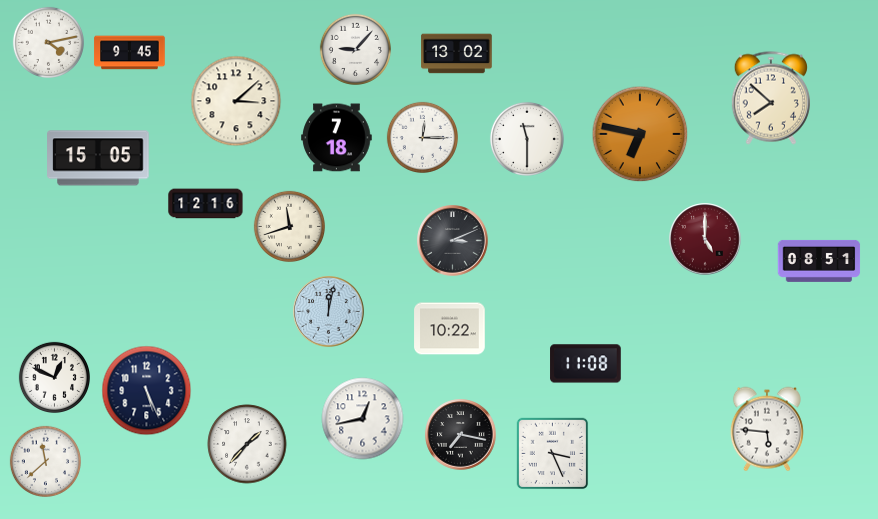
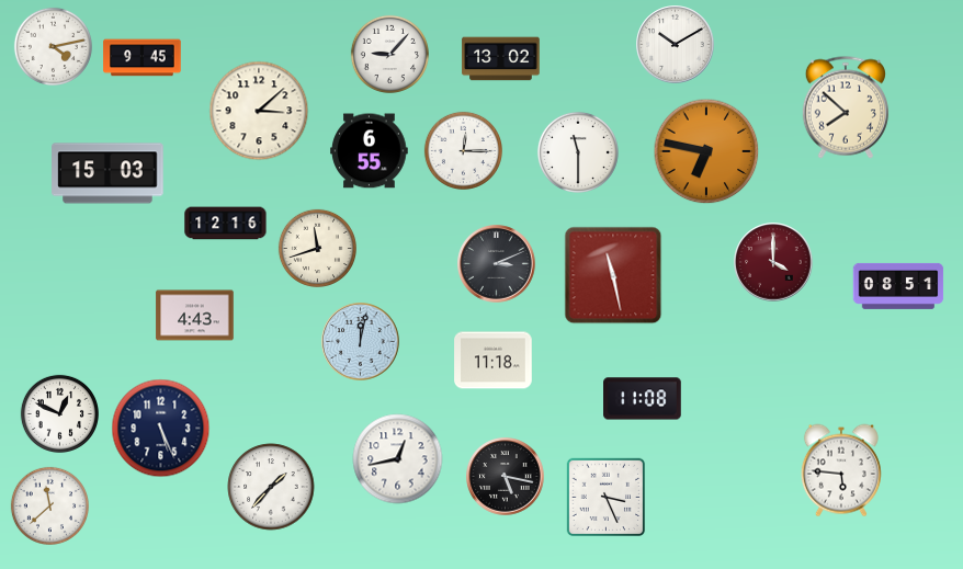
clock at (676, 45): none -> 10:10
clock at (640, 134) position: (640, 134) -> (706, 151)
clock at (337, 138): 7:18 -> 6:55
clock at (98, 158): 15:05 -> 15:03
clock at (705, 239): 5:00 -> 4:00
clock at (613, 275): none -> 11:28
clock at (195, 316): none -> 4:43
clock at (450, 329): 10:22 -> 11:18
clock at (461, 435): 7:17 -> 5:17
